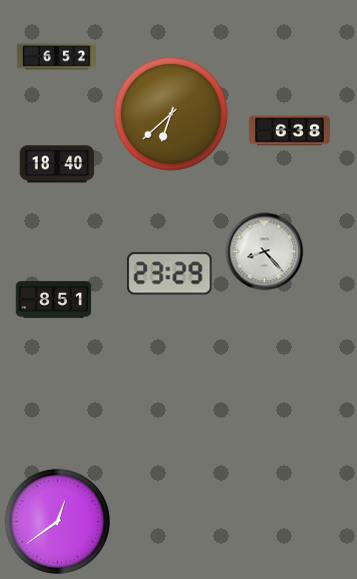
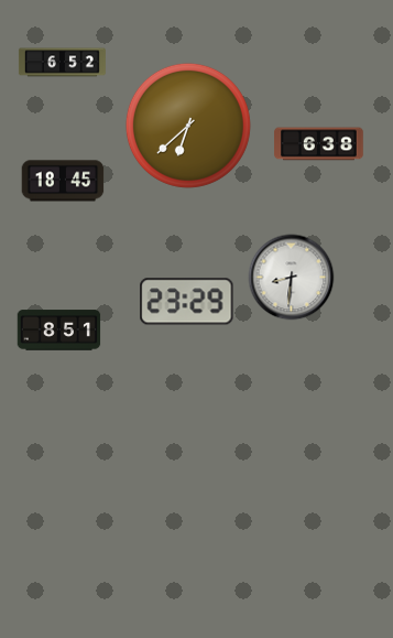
clock at (57, 164): 18:40 -> 18:45
clock at (265, 252): 8:23 -> 8:31
clock at (57, 521): 12:39 -> none
